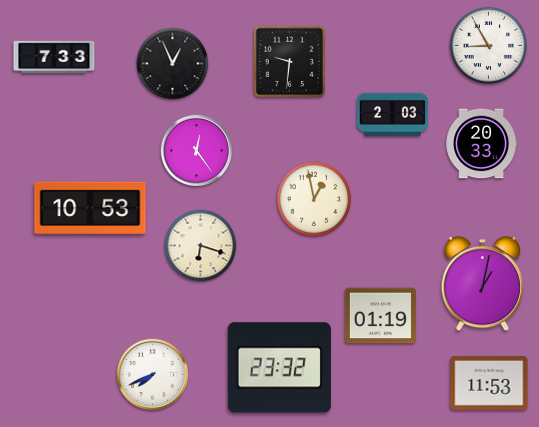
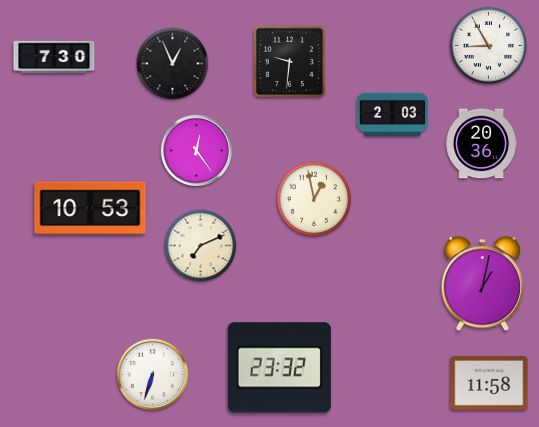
clock at (54, 57): 7:33 -> 7:30
clock at (481, 144): 20:33 -> 20:36
clock at (201, 246): 6:18 -> 7:11
clock at (380, 316): 01:19 -> none
clock at (152, 374): 7:41 -> 6:33
clock at (489, 383): 11:53 -> 11:58
